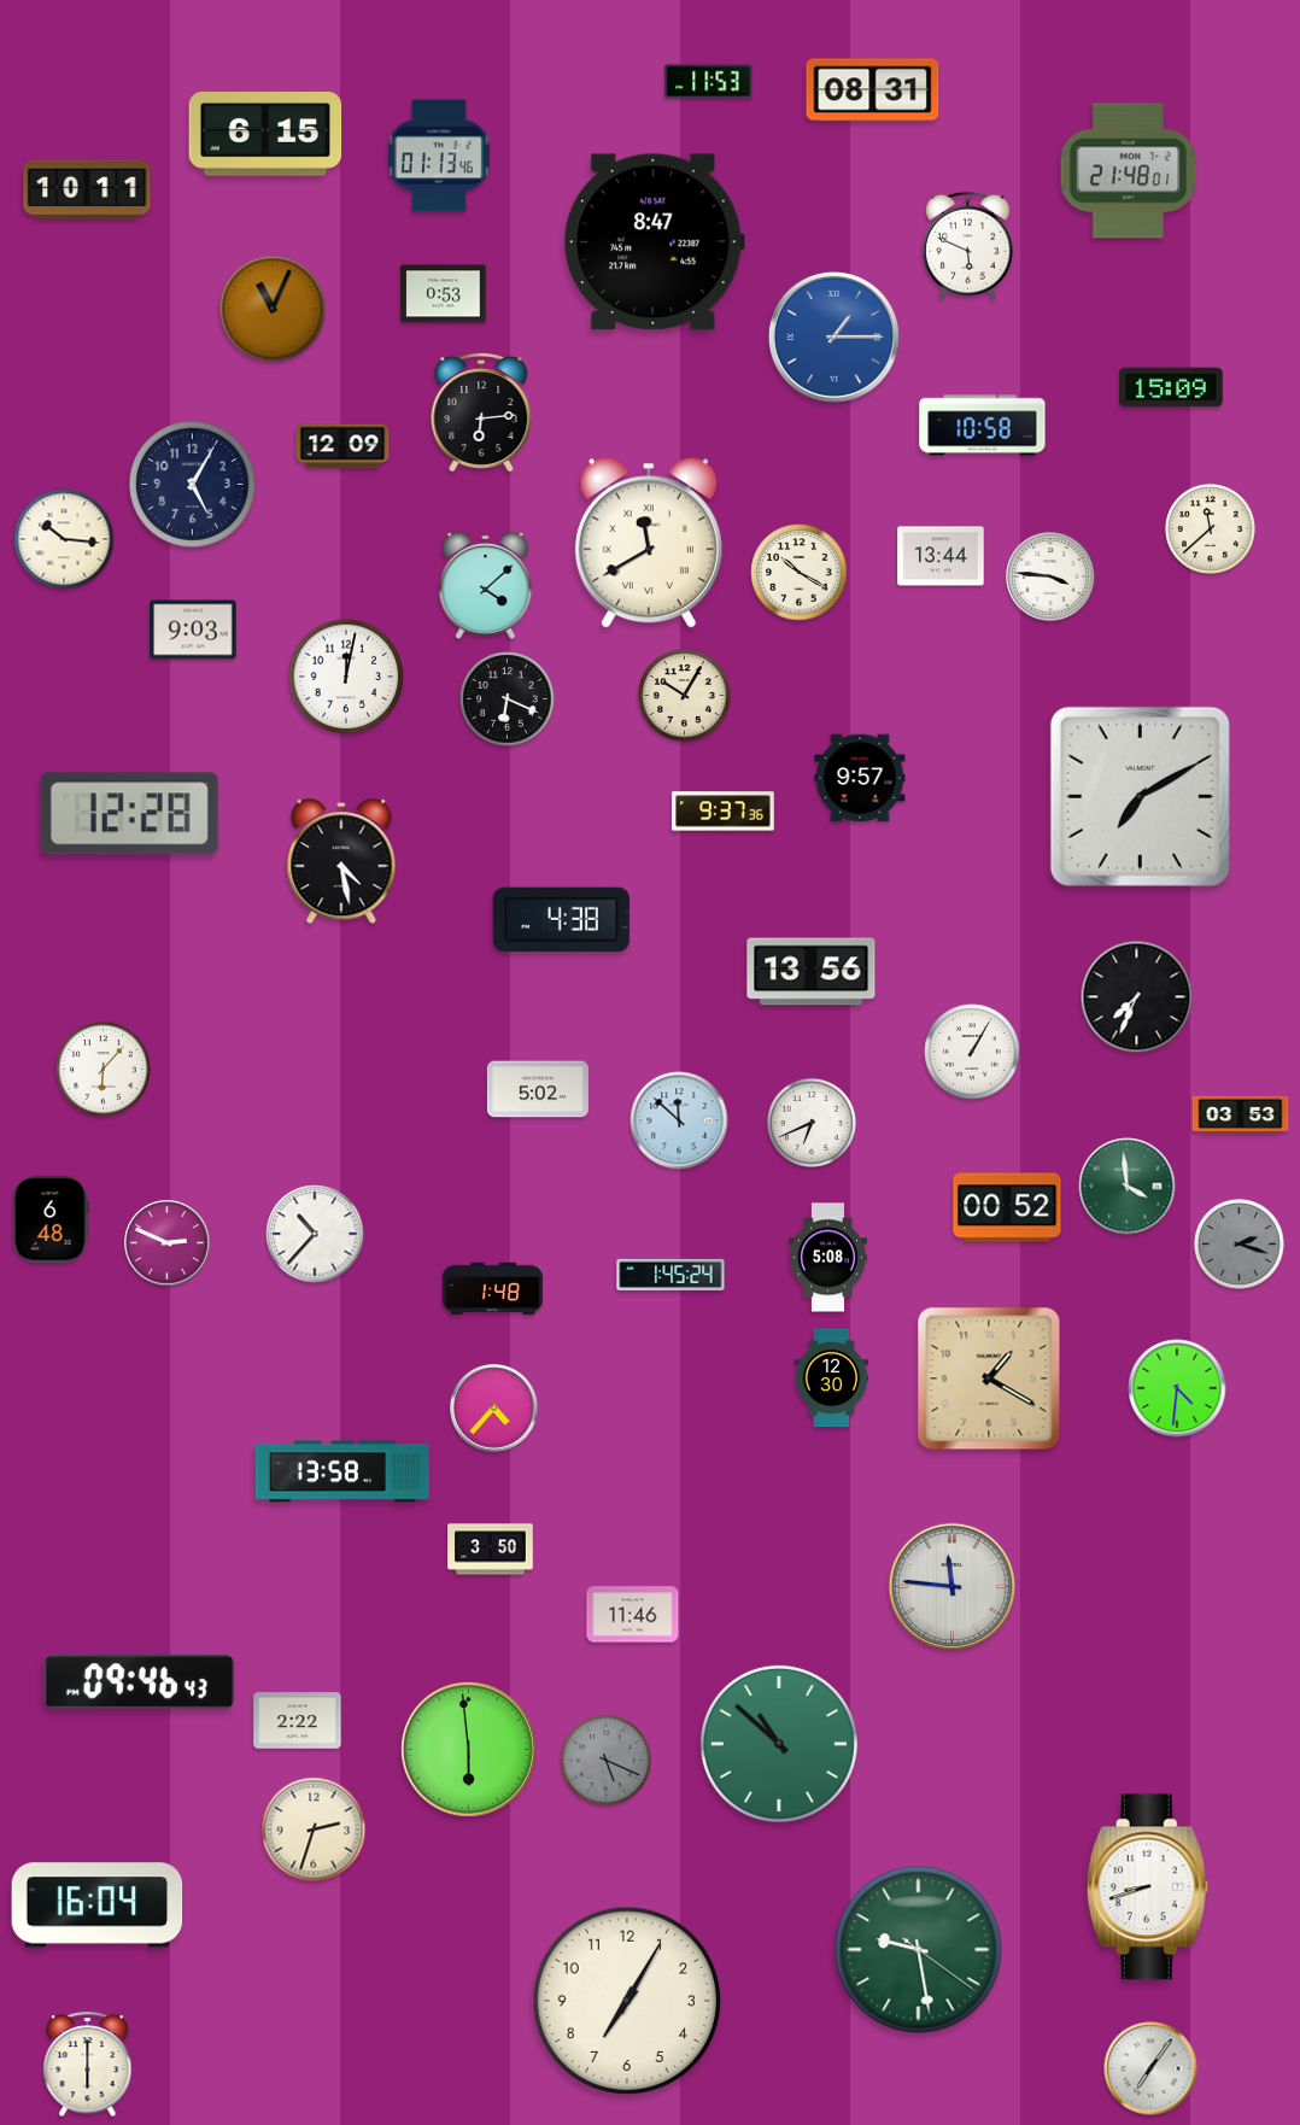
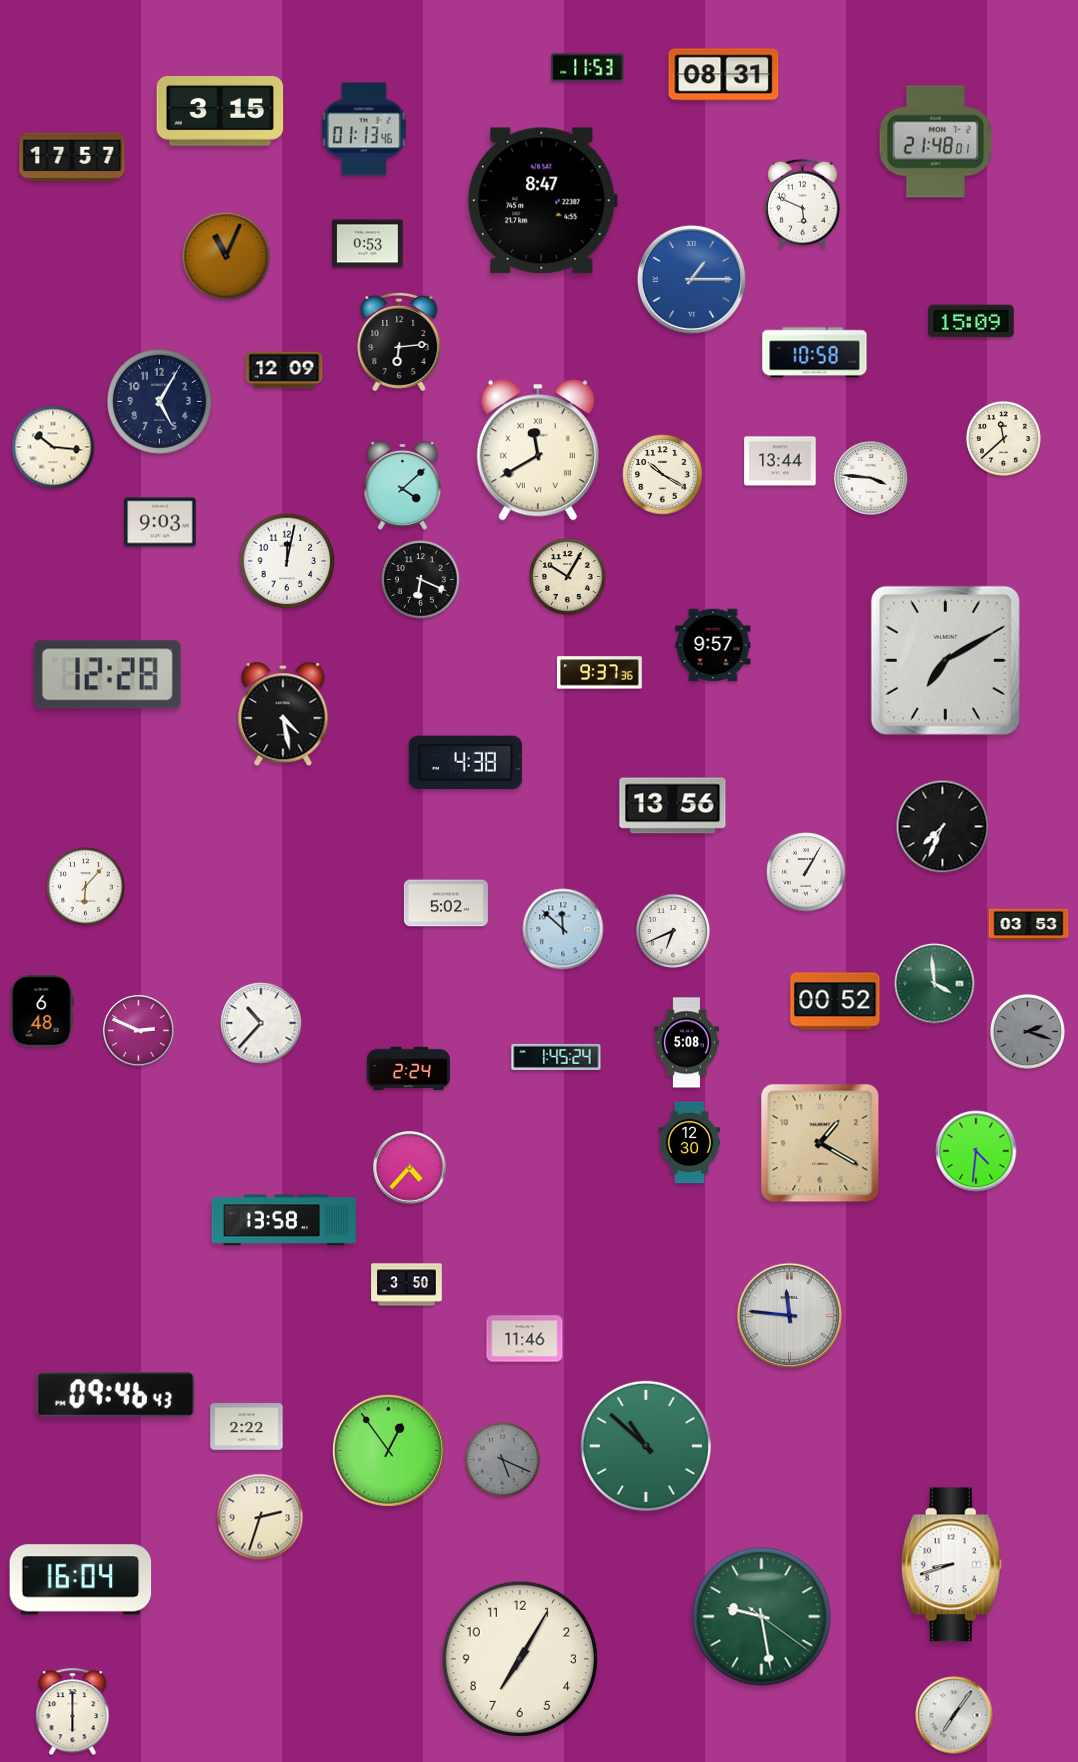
clock at (265, 134): 6:15 -> 3:15
clock at (87, 189): 10:11 -> 17:57
clock at (492, 1289): 1:48 -> 2:24
clock at (468, 1749): 5:59 -> 12:54
